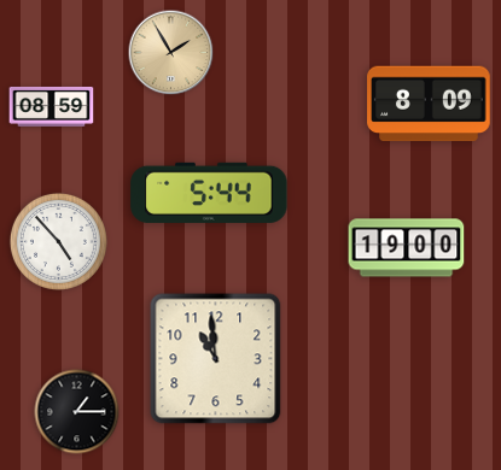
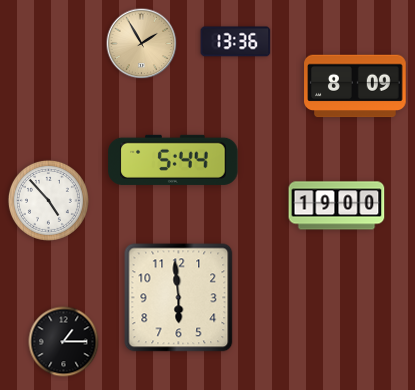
clock at (236, 42): none -> 13:36
clock at (52, 106): 08:59 -> none
clock at (216, 359): 10:59 -> 5:59
